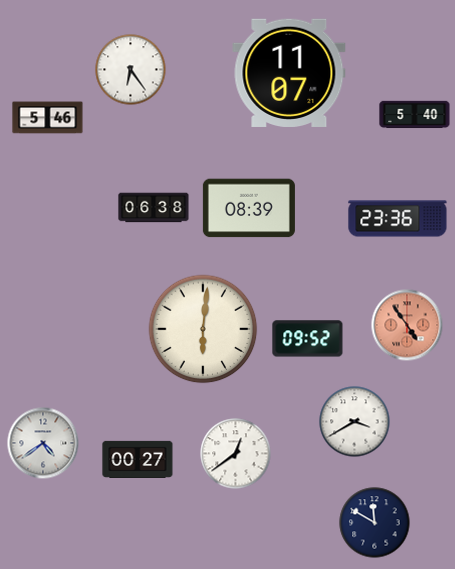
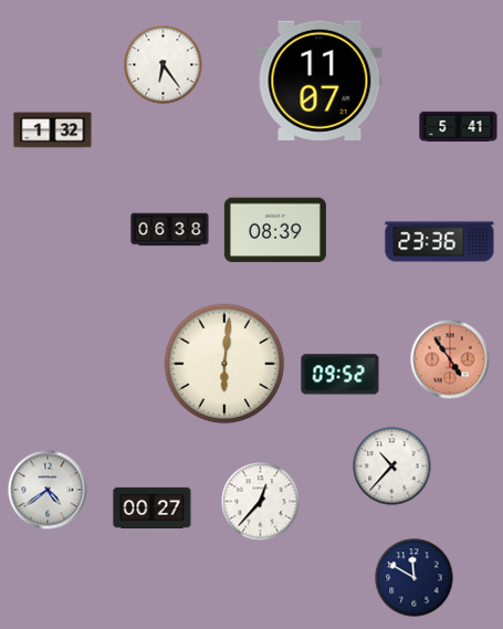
clock at (131, 70) position: (131, 70) -> (164, 65)
clock at (415, 115): 5:40 -> 5:41
clock at (48, 118): 5:46 -> 1:32
clock at (355, 422): 3:40 -> 10:37
clock at (236, 454): 12:39 -> 12:37
